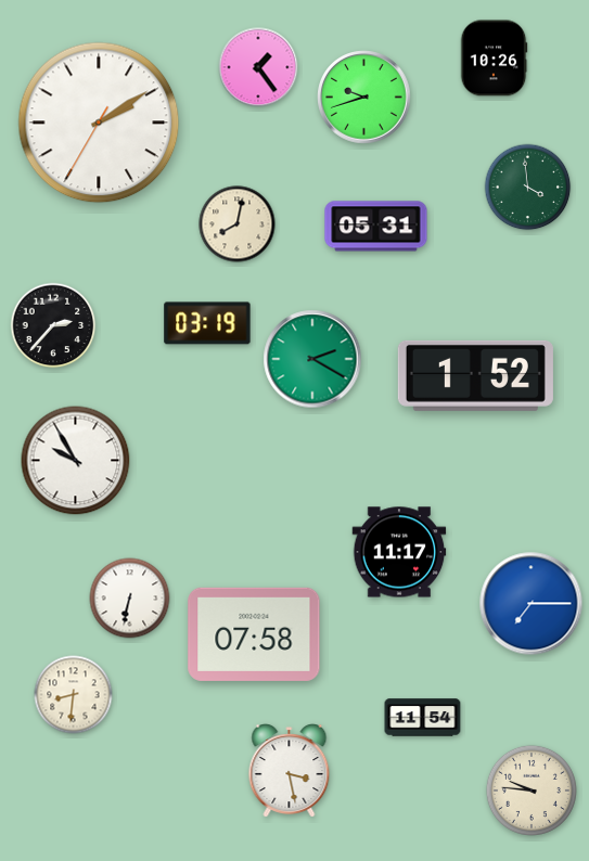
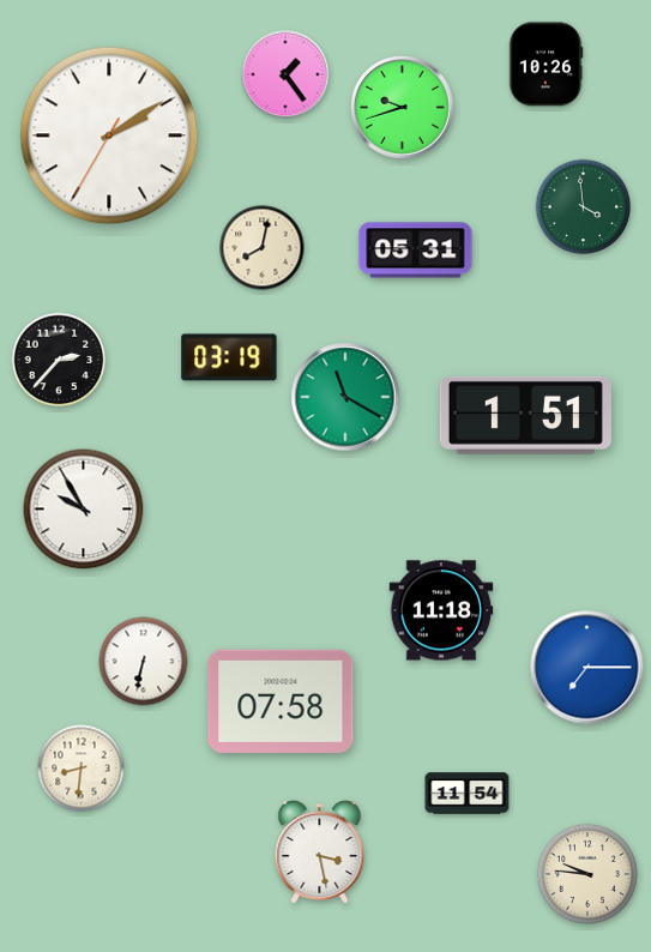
clock at (312, 359): 2:20 -> 11:20
clock at (475, 375): 1:52 -> 1:51
clock at (399, 552): 11:17 -> 11:18
